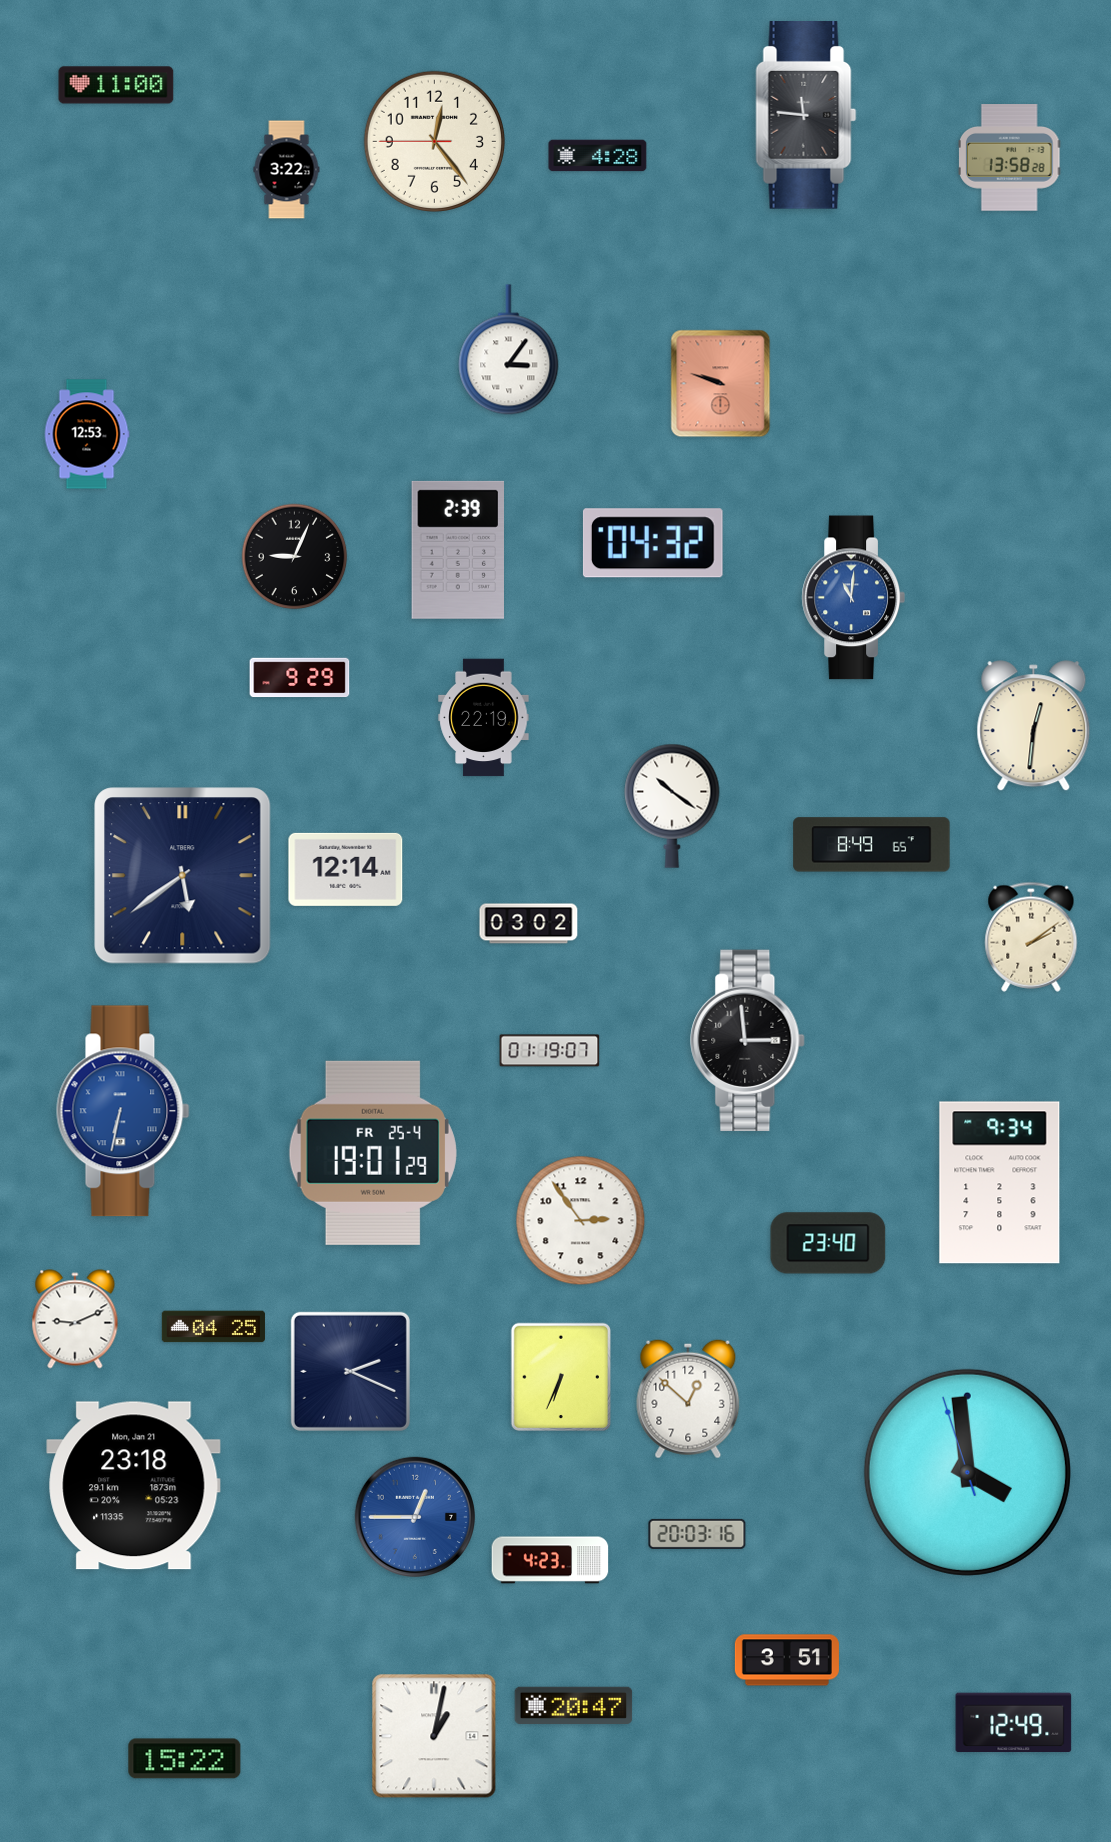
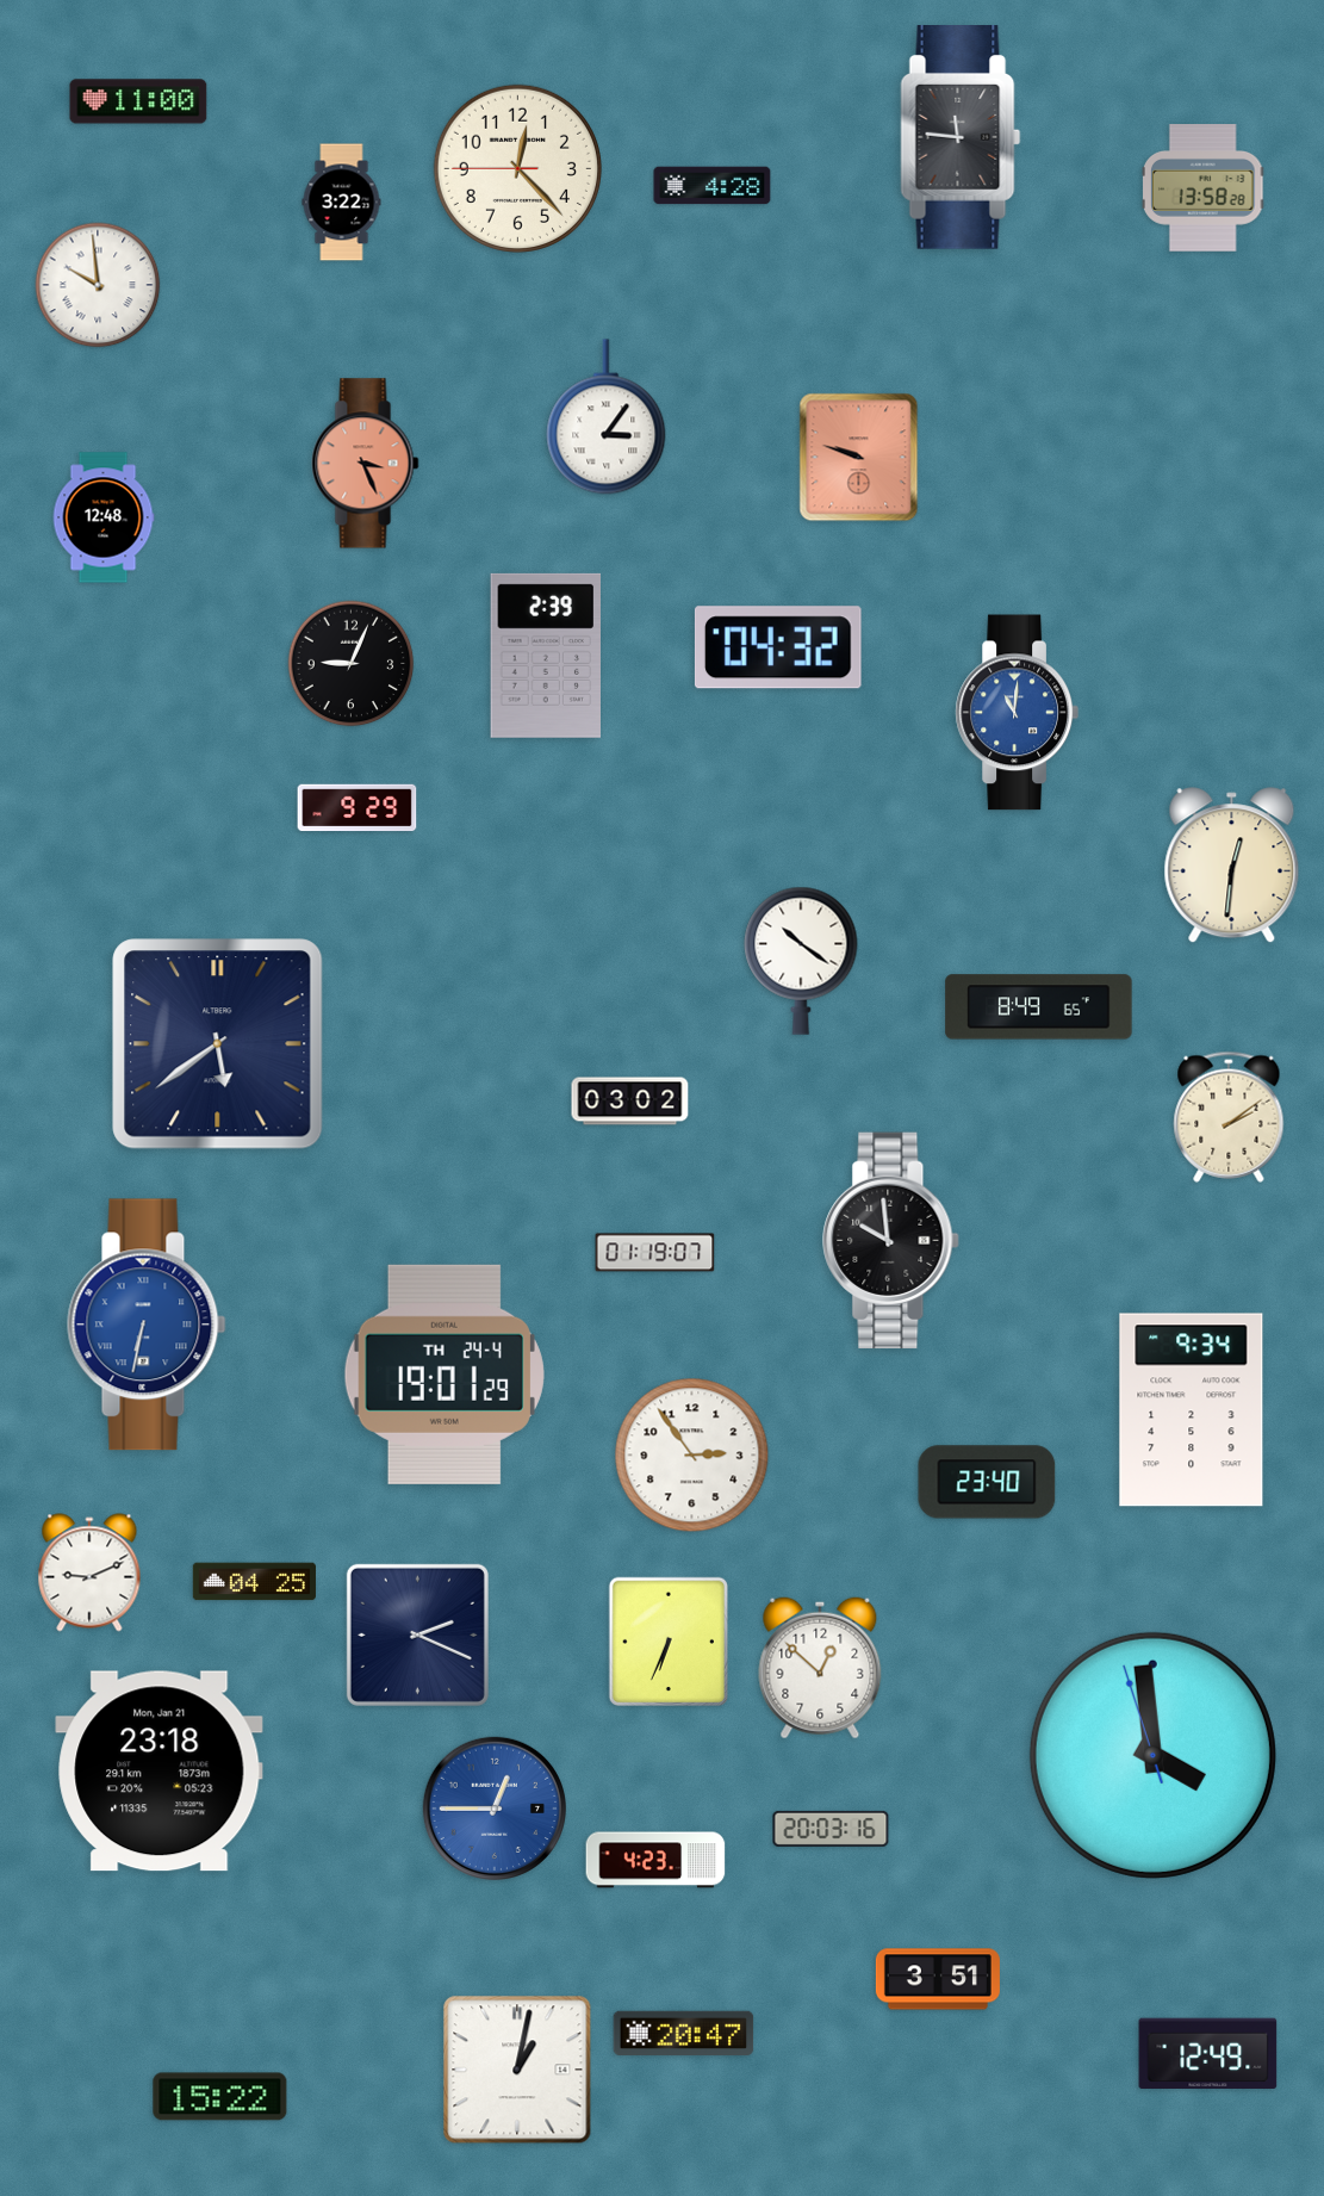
clock at (434, 141): 12:23 -> 12:22
clock at (98, 285): none -> 9:59
clock at (366, 464): none -> 3:26
clock at (87, 434): 12:53 -> 12:48
clock at (484, 718): 22:19 -> none
clock at (346, 869): 12:14 -> none
clock at (748, 1041): 2:59 -> 9:59
clock at (373, 1153) date: FR 25-4 -> TH 24-4
